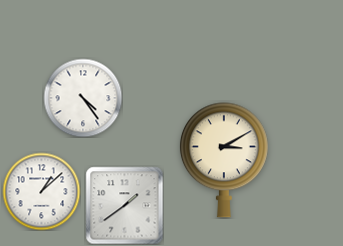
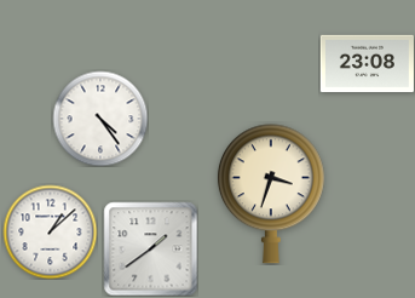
clock at (367, 64): none -> 23:08
clock at (224, 160): 3:10 -> 3:33
